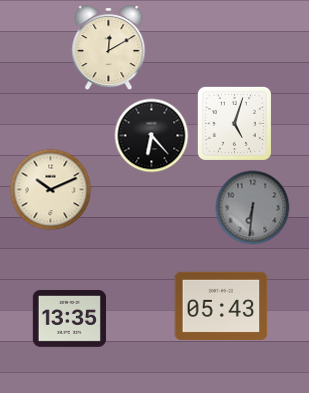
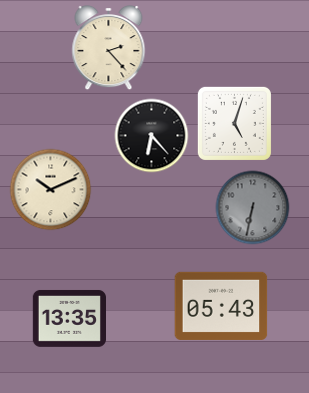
clock at (109, 48): 12:10 -> 2:23
clock at (253, 208): 6:31 -> 6:32
